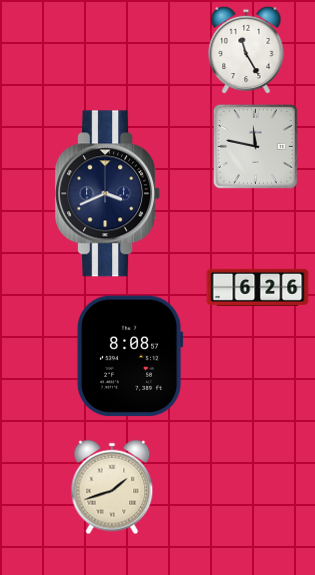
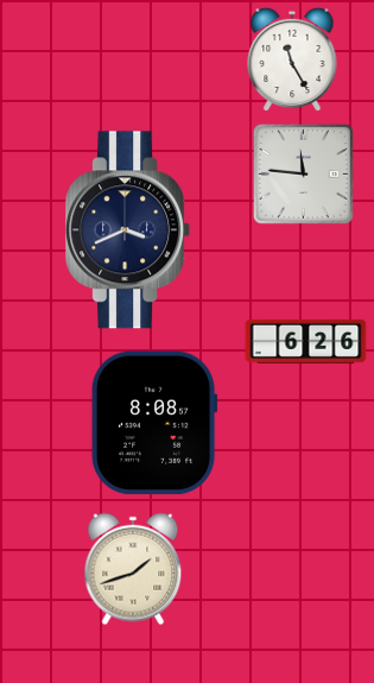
clock at (255, 146): 11:47 -> 11:46
clock at (112, 487) position: (112, 487) -> (133, 569)
